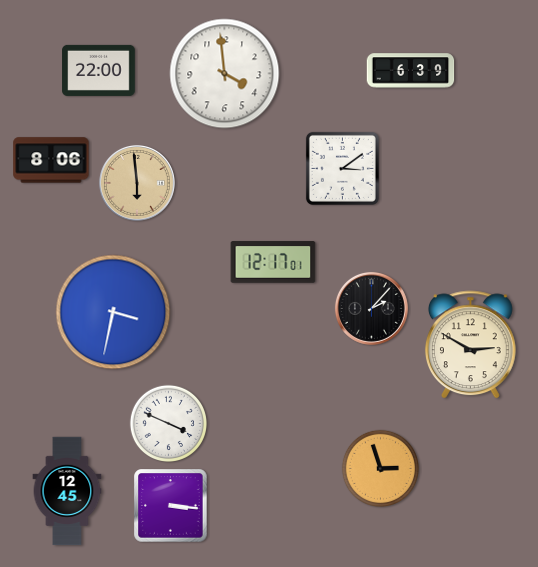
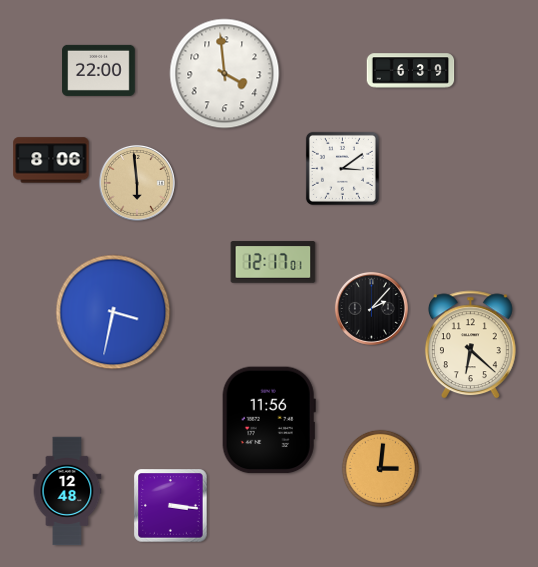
clock at (470, 345): 2:50 -> 6:22
clock at (269, 420): none -> 11:56
clock at (168, 423): 3:49 -> none
clock at (380, 468): 2:57 -> 3:01
clock at (67, 491): 12:45 -> 12:48
